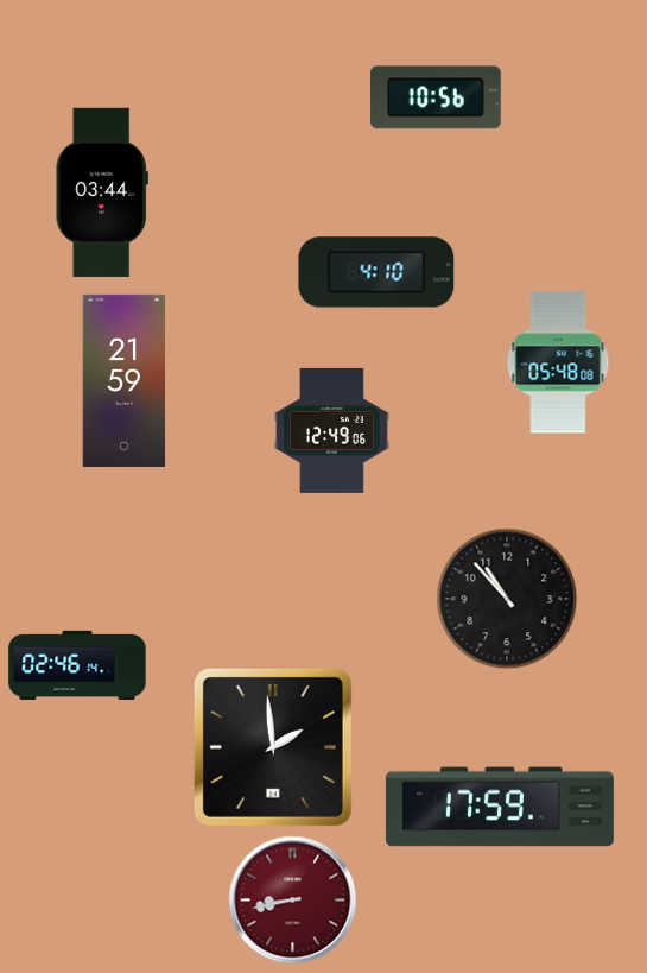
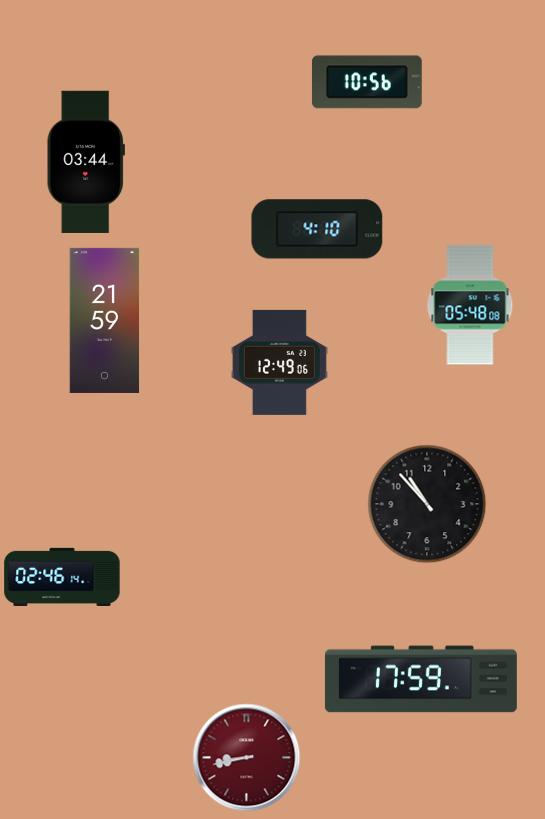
clock at (77, 664) position: (77, 664) -> (62, 576)
clock at (273, 747): 1:59 -> none
